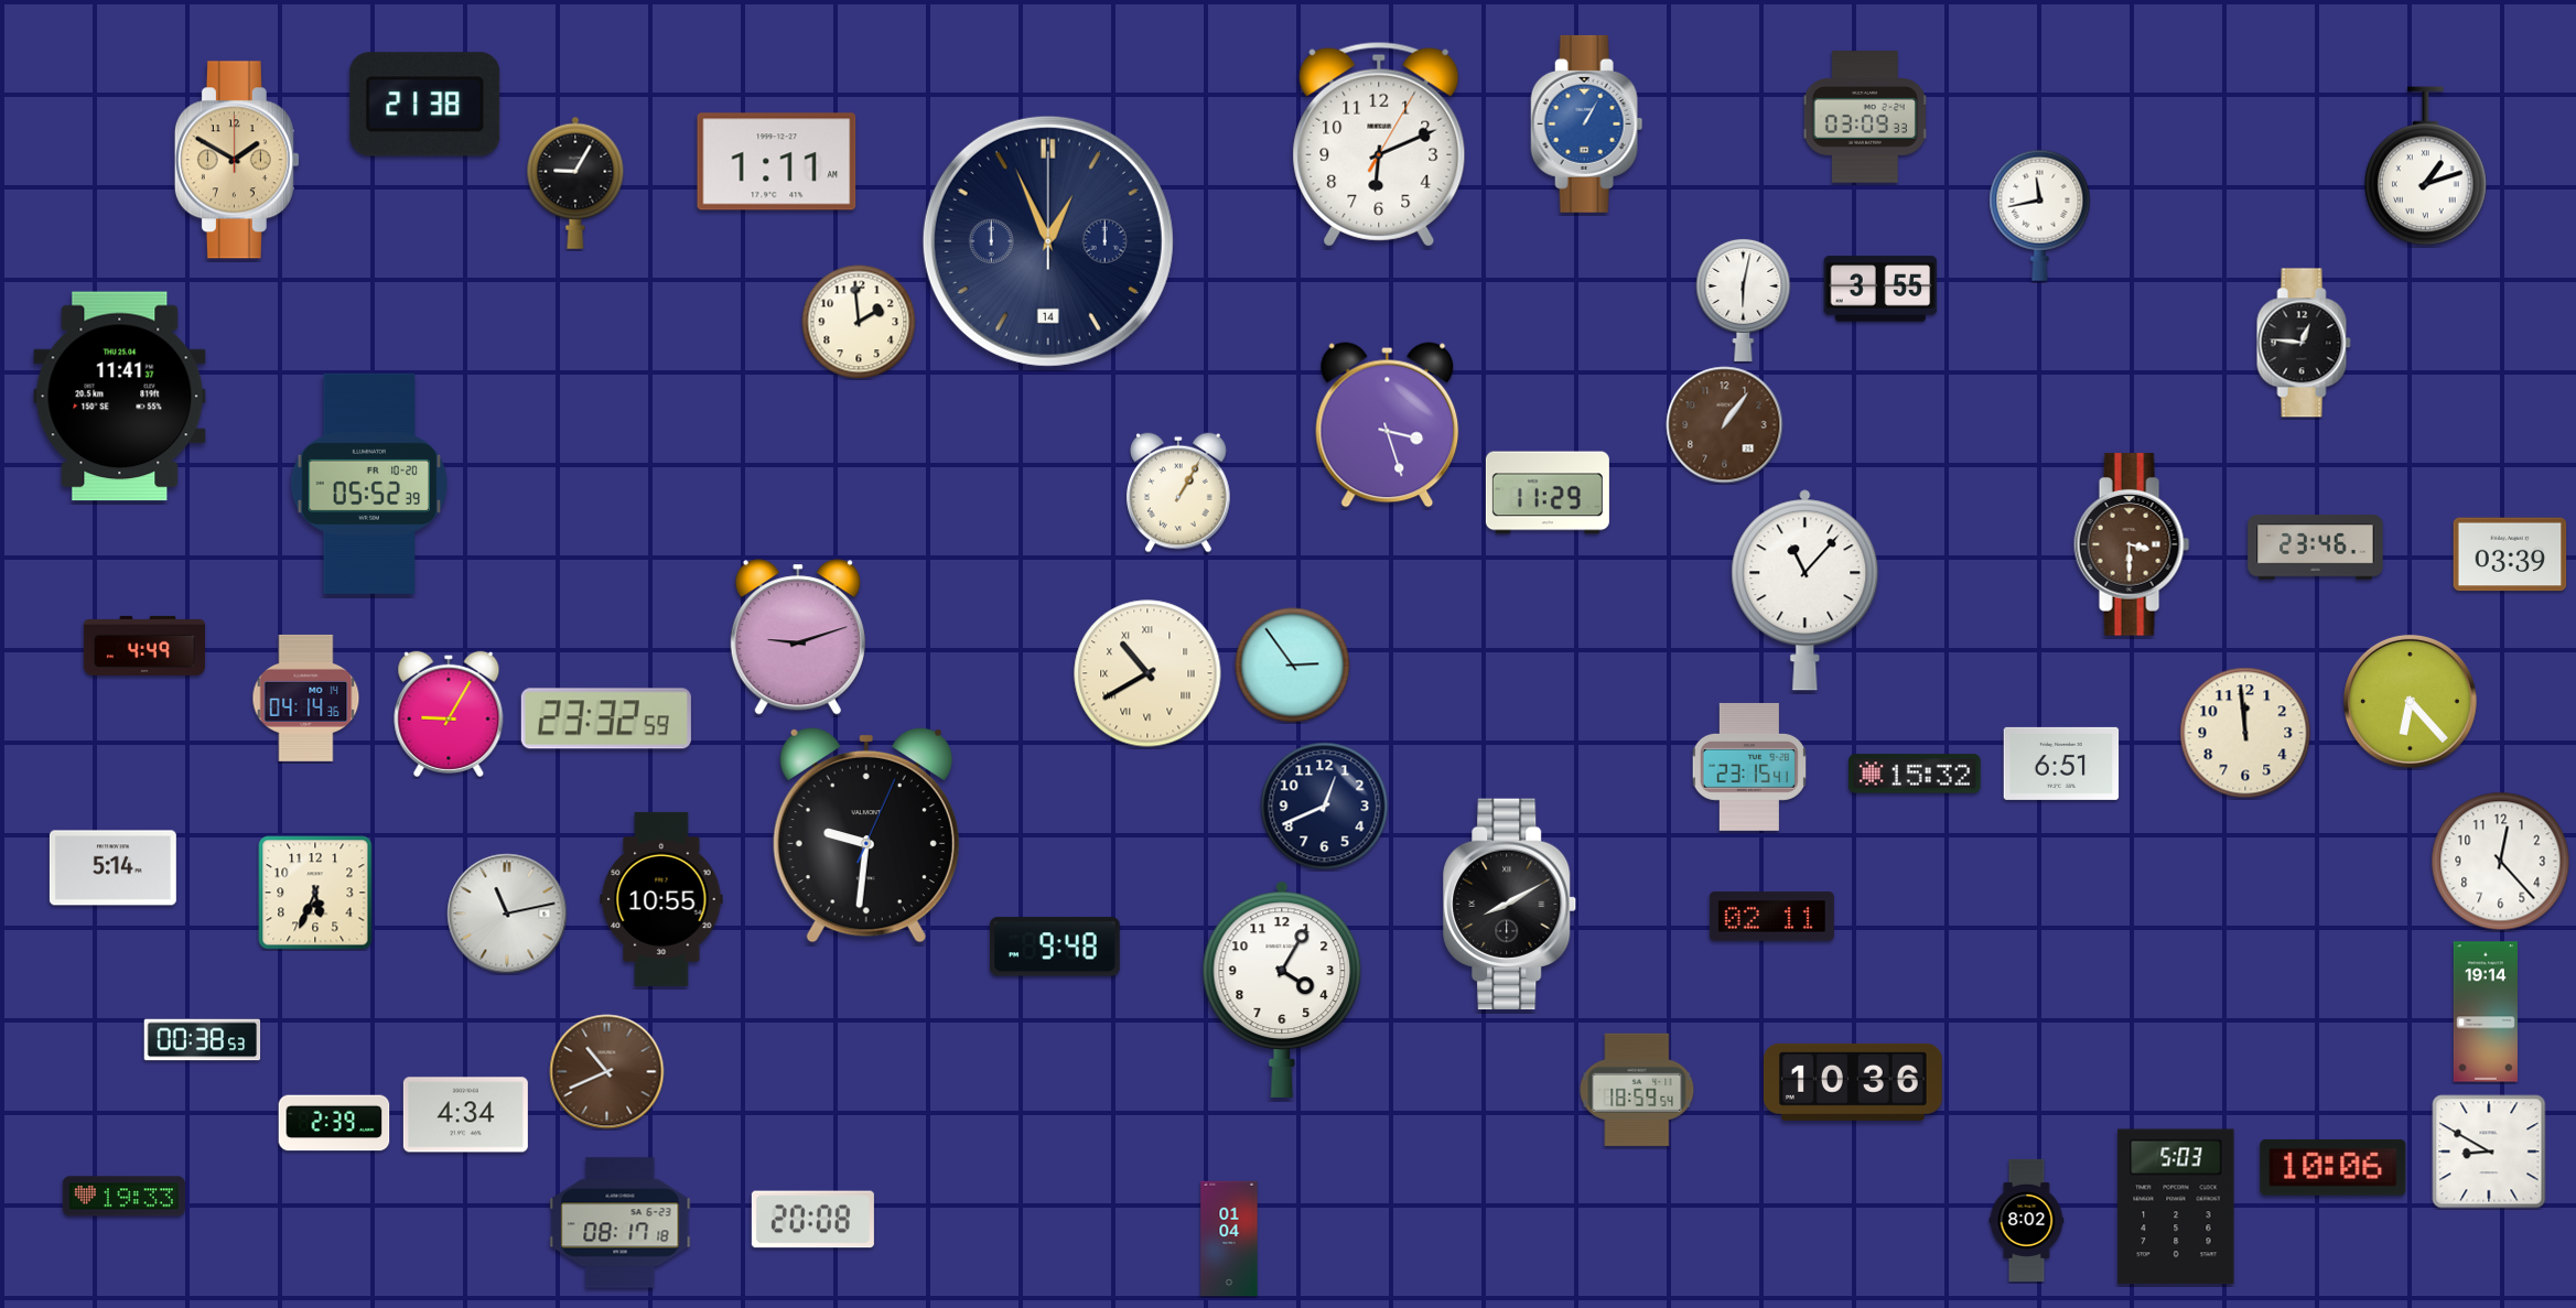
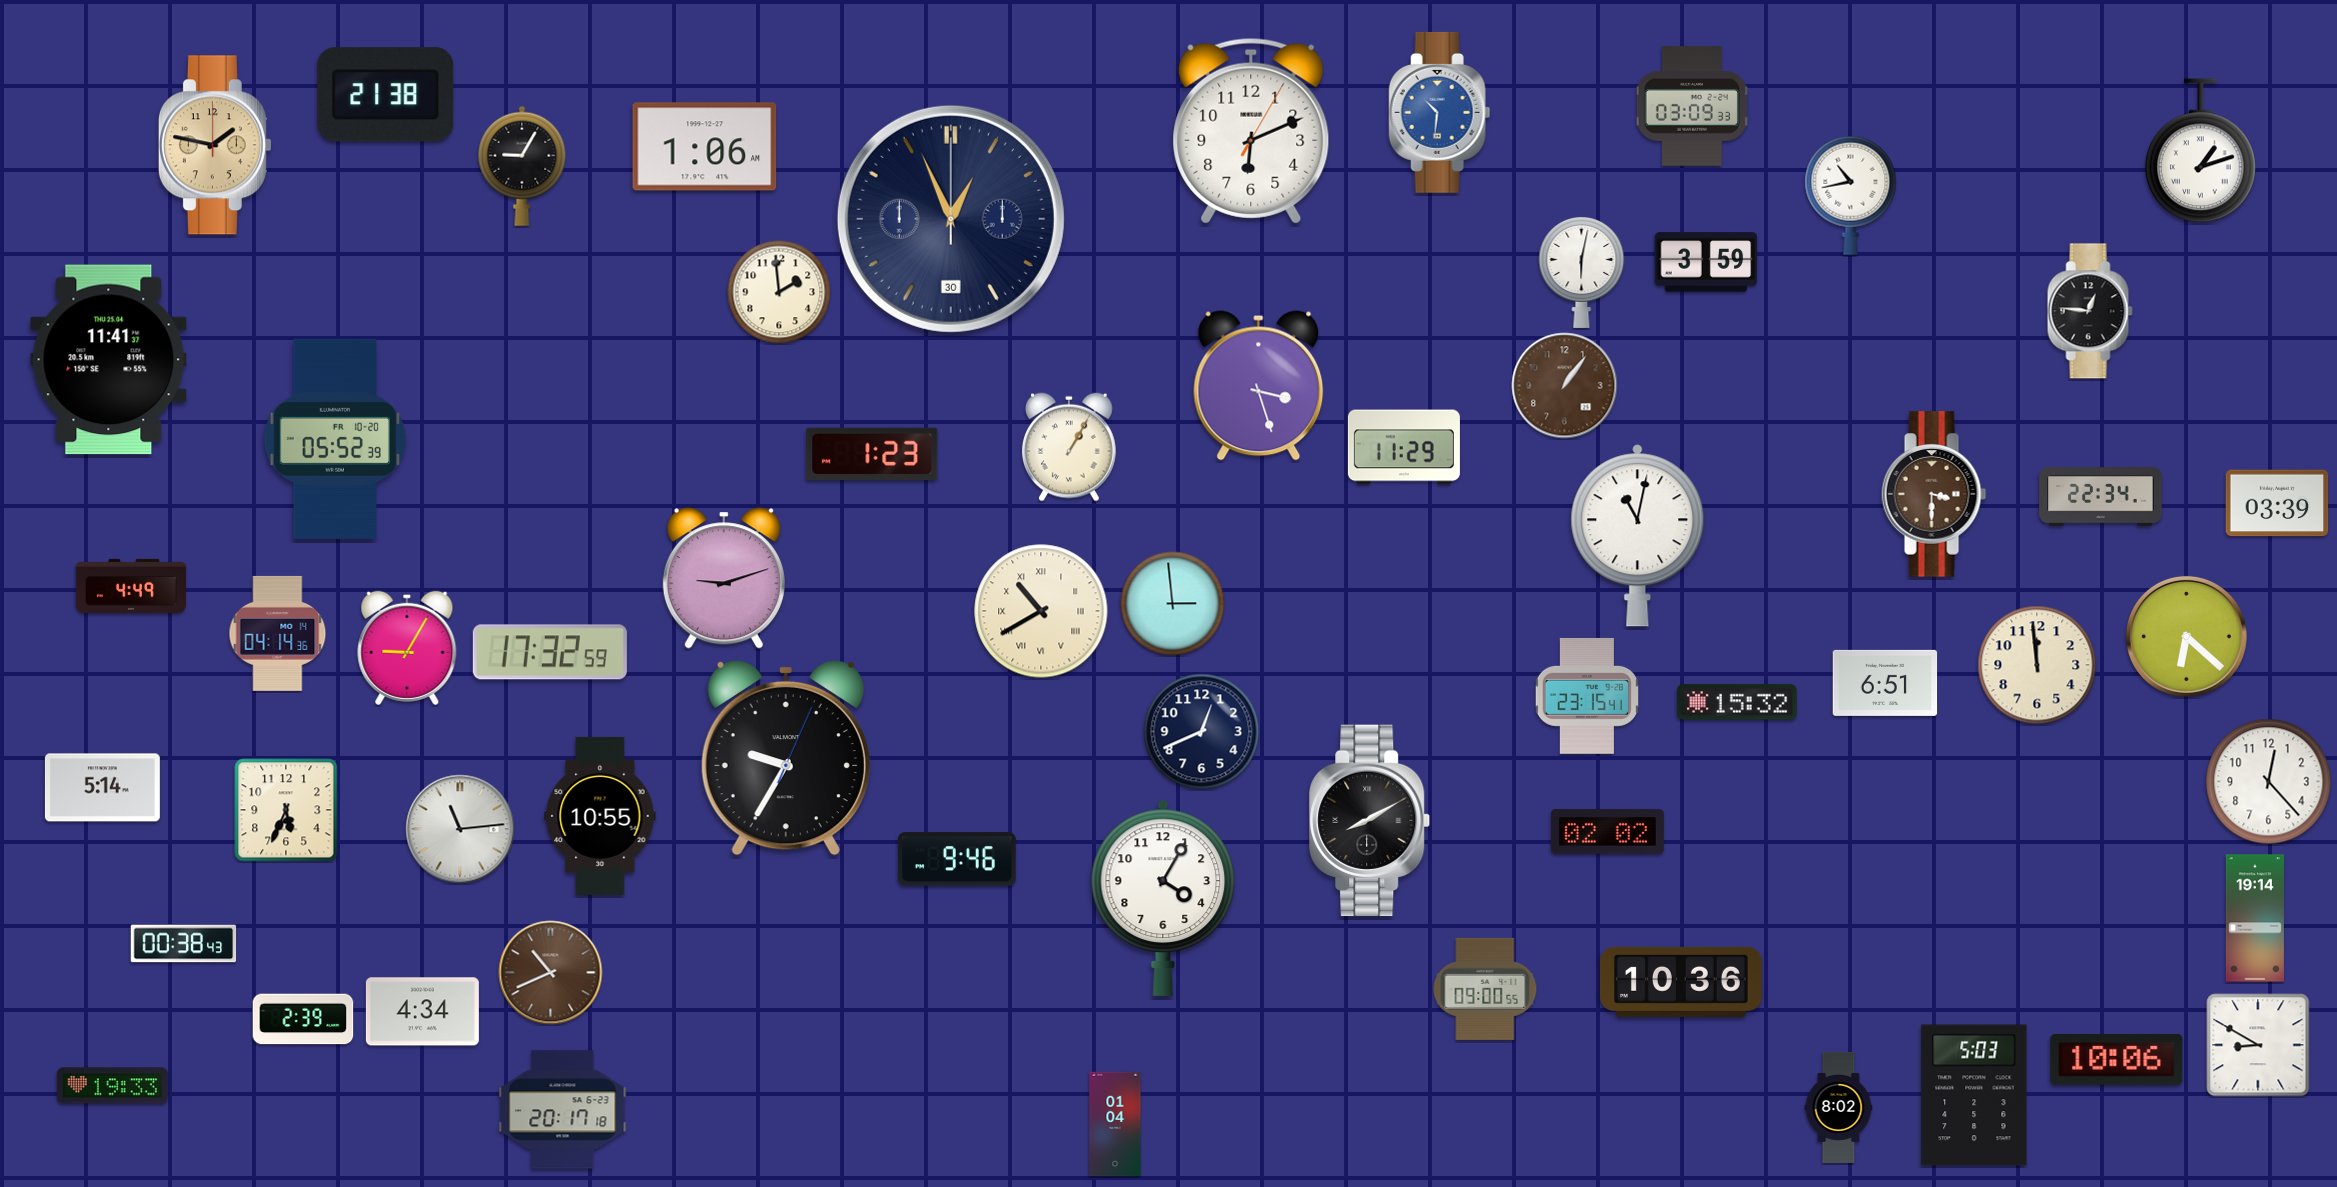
clock at (1587, 123): 1:05 -> 10:31
clock at (237, 160): 1:50 -> 1:47
clock at (777, 162): 1:11 -> 1:06
clock at (2040, 215): 11:43 -> 10:43
clock at (1048, 241) date: 14 -> 30
clock at (1880, 289): 3:55 -> 3:59
clock at (872, 454): none -> 1:23
clock at (2316, 548): 23:46 -> 22:34
clock at (1806, 591): 11:07 -> 11:02
clock at (1293, 666): 2:54 -> 2:59
clock at (2410, 701): 6:23 -> 6:22
clock at (606, 718): 23:32 -> 17:32
clock at (2061, 764) position: (2061, 764) -> (1885, 683)
clock at (866, 835): 9:31 -> 9:35
clock at (507, 914): 11:13 -> 11:14
clock at (1771, 917): 02:11 -> 02:02
clock at (1055, 947): 9:48 -> 9:46
clock at (203, 1040): 00:38:53 -> 00:38:43
clock at (1637, 1090): 18:59 -> 09:00
clock at (812, 1220): 20:08 -> none
clock at (621, 1223): 08:17 -> 20:17
